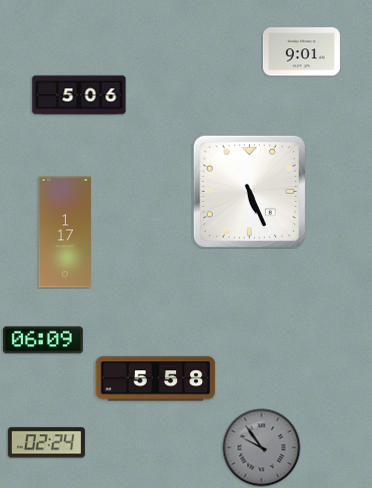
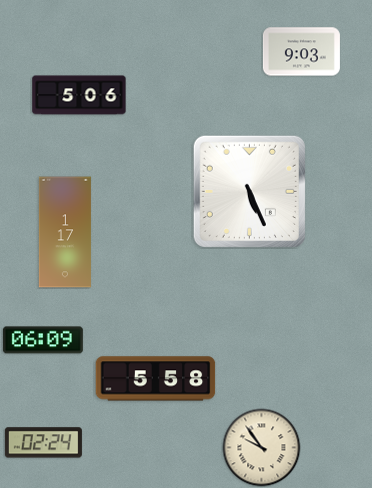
clock at (301, 52): 9:01 -> 9:03
clock at (46, 443) position: (46, 443) -> (43, 443)
clock at (261, 447) dial: grey -> cream
